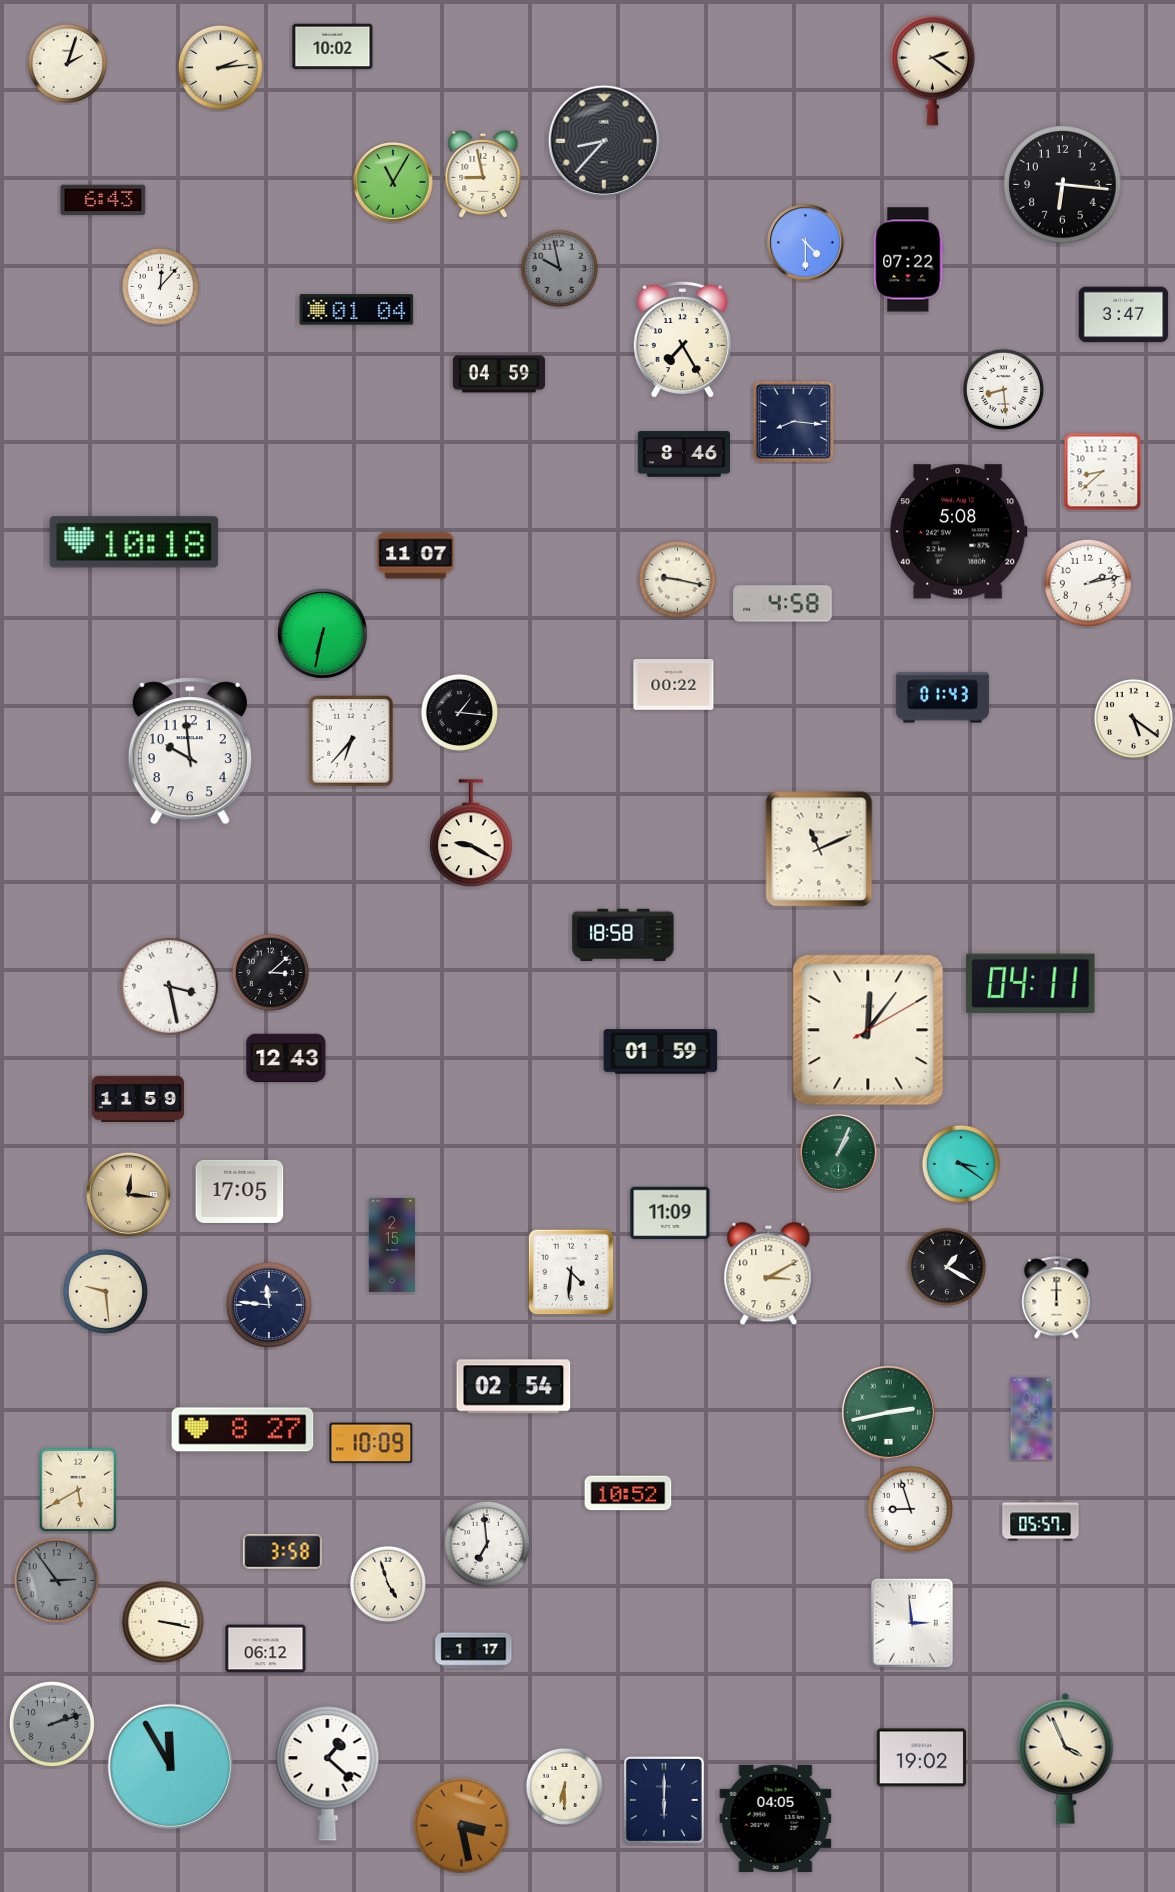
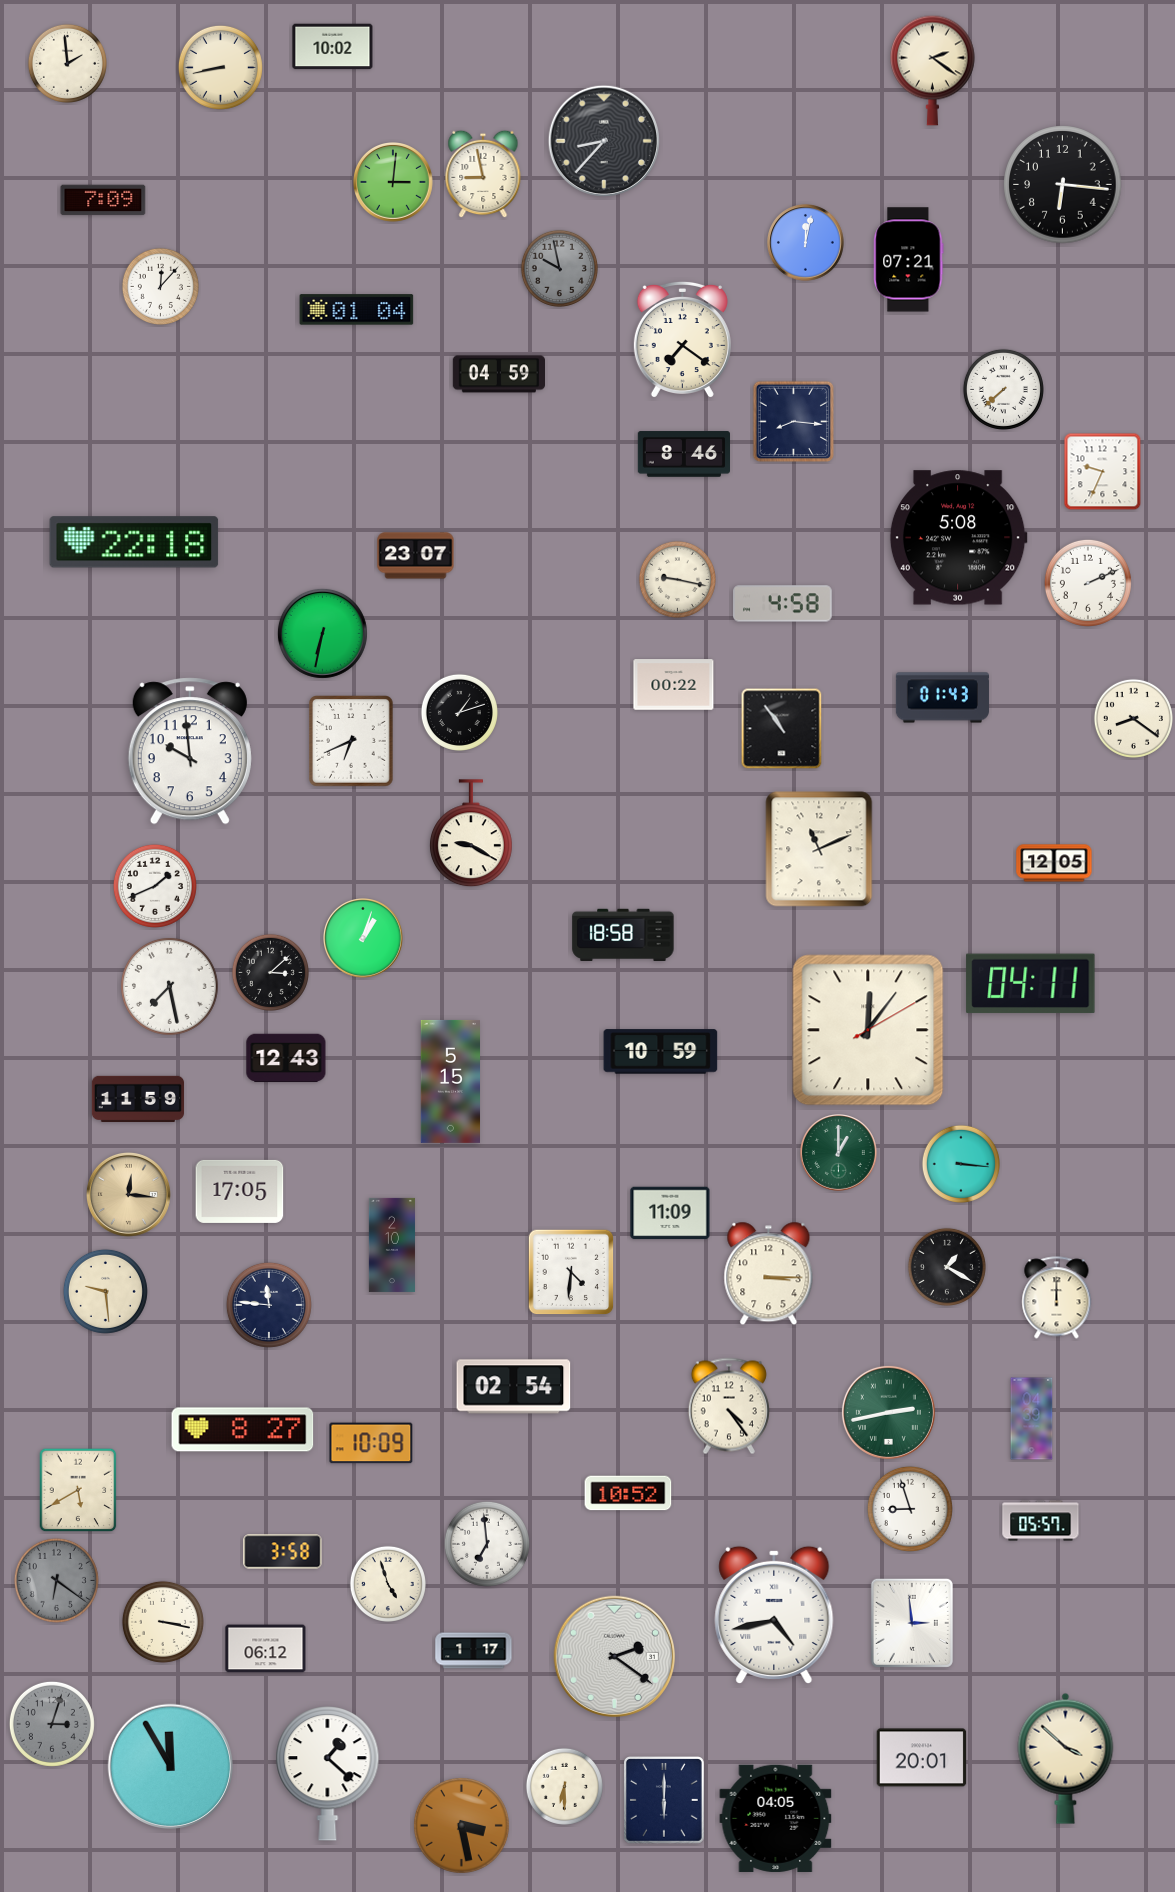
clock at (67, 63): 2:03 -> 1:59
clock at (220, 67): 2:14 -> 8:43
clock at (394, 183): 11:05 -> 3:01
clock at (103, 200): 6:43 -> 7:09
clock at (806, 243): 4:30 -> 12:02
clock at (909, 260): 07:22 -> 07:21
clock at (1124, 315): 3:47 -> none
clock at (682, 339): 7:25 -> 7:21
clock at (1003, 389): 8:29 -> 7:38
clock at (1103, 472): 8:38 -> 9:34
clock at (958, 532) position: (958, 532) -> (958, 538)
clock at (134, 542): 10:18 -> 22:18
clock at (416, 556): 11:07 -> 23:07
clock at (1088, 583): 2:13 -> 2:11
clock at (459, 712): 1:16 -> 1:12
clock at (1133, 718): 5:21 -> 8:21
clock at (782, 729): none -> 10:54
clock at (352, 741): 6:37 -> 6:41
clock at (1054, 863): none -> 12:05
clock at (155, 886): none -> 1:41
clock at (364, 939): none -> 1:03
clock at (169, 986): 3:28 -> 7:28
clock at (661, 1052): 01:59 -> 10:59
clock at (450, 1081): none -> 5:15
clock at (839, 1153): 1:04 -> 1:00
clock at (961, 1164): 3:21 -> 3:16
clock at (392, 1245): 2:15 -> 2:10
clock at (769, 1274): 3:10 -> 3:15
clock at (729, 1406): none -> 4:24
clock at (56, 1580): 2:54 -> 6:21
clock at (774, 1614): none -> 4:43
clock at (614, 1656): none -> 2:21
clock at (52, 1724): 2:12 -> 3:03
clock at (922, 1758): 19:02 -> 20:01
clock at (1066, 1758): 3:56 -> 3:52
